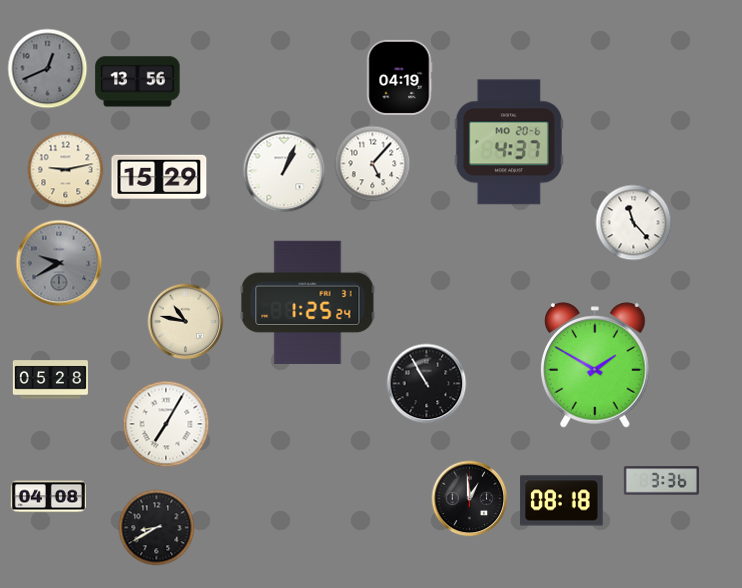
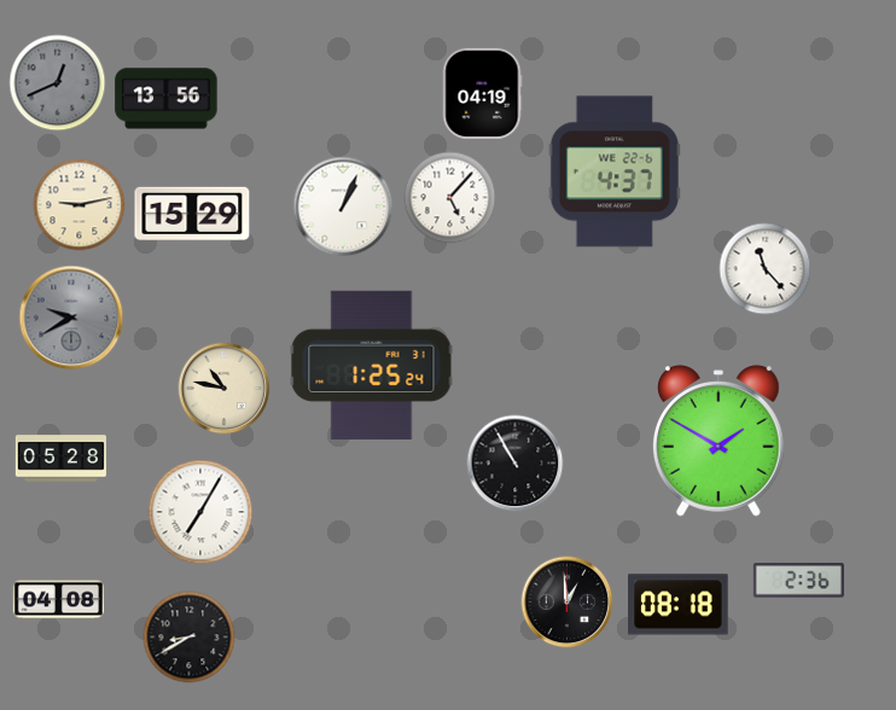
clock at (509, 142) date: MO 20-6 -> WE 22-6
clock at (661, 481): 3:36 -> 2:36
